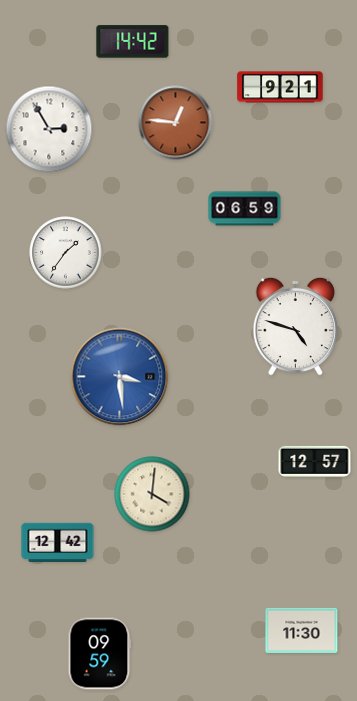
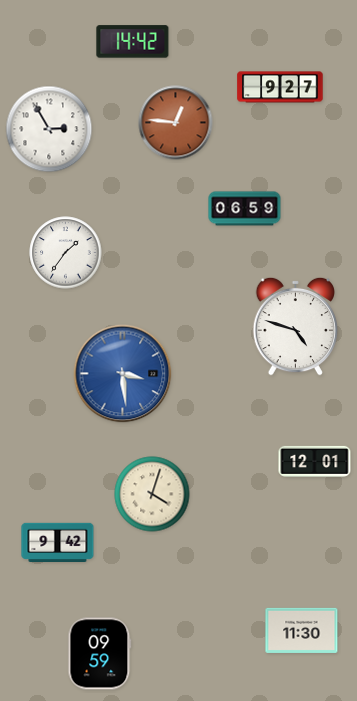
clock at (280, 87): 9:21 -> 9:27
clock at (120, 377) position: (120, 377) -> (123, 374)
clock at (315, 461): 12:57 -> 12:01
clock at (152, 494): 4:01 -> 4:03
clock at (58, 542): 12:42 -> 9:42
